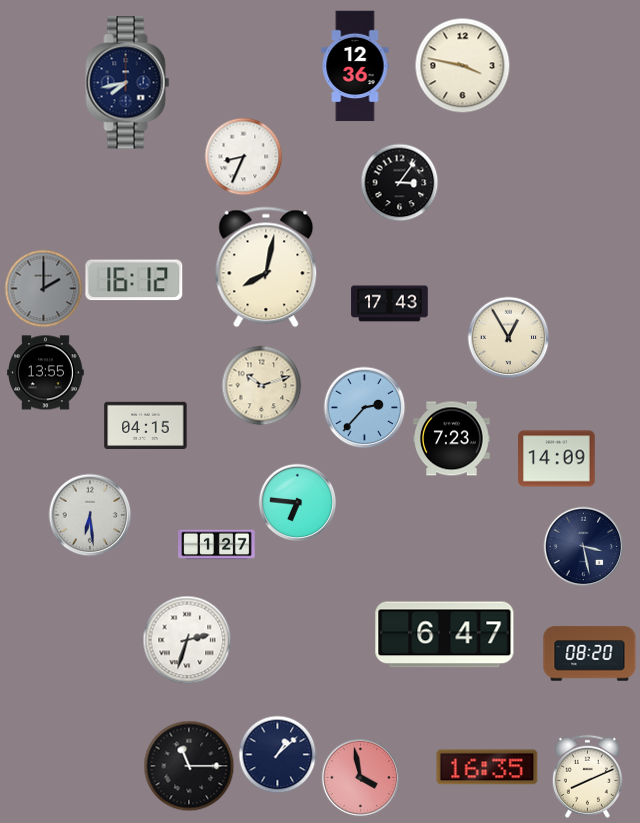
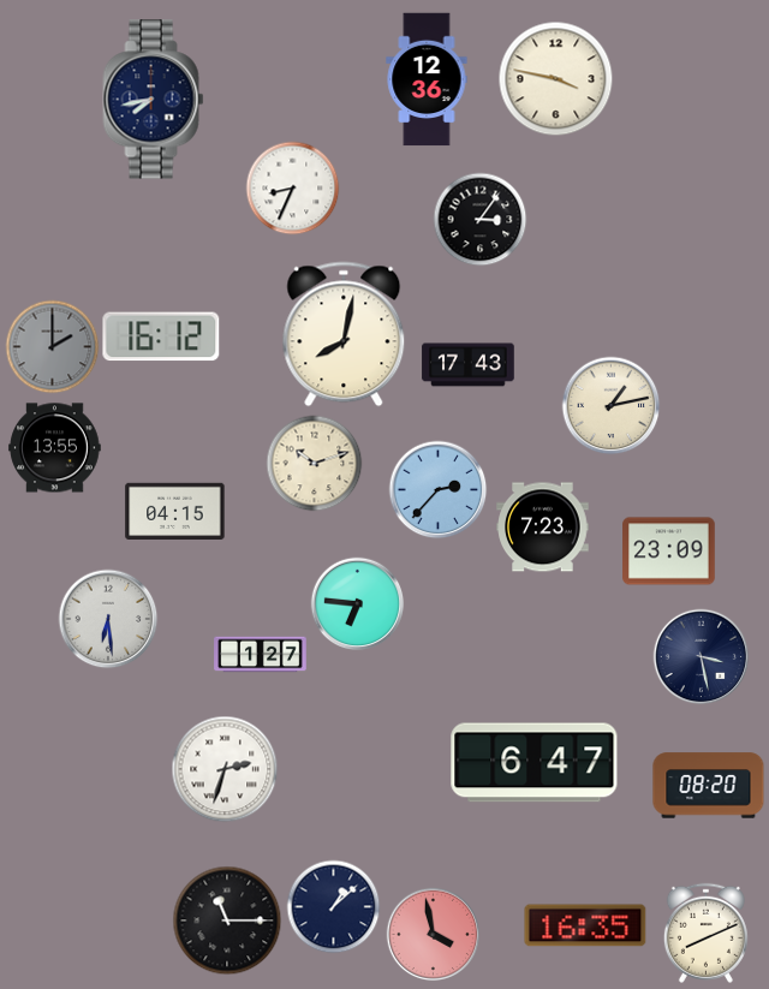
clock at (266, 267) position: (266, 267) -> (344, 334)
clock at (508, 337): 12:55 -> 1:13
clock at (557, 459): 14:09 -> 23:09
clock at (487, 767) position: (487, 767) -> (585, 925)
